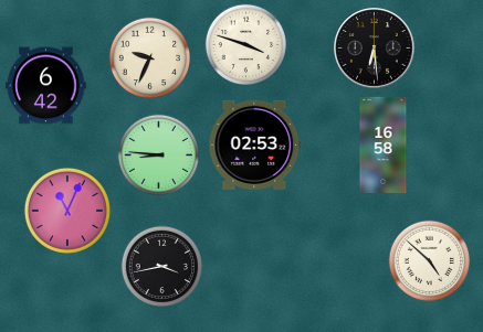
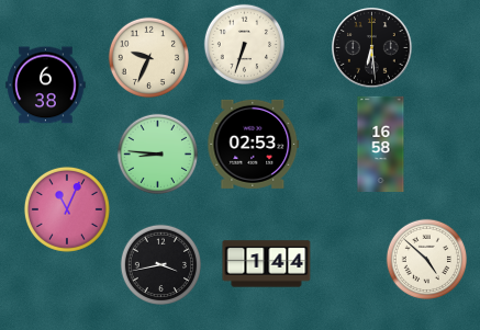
clock at (245, 44): 3:48 -> 6:33
clock at (46, 86): 6:42 -> 6:38
clock at (267, 264): none -> 1:44
